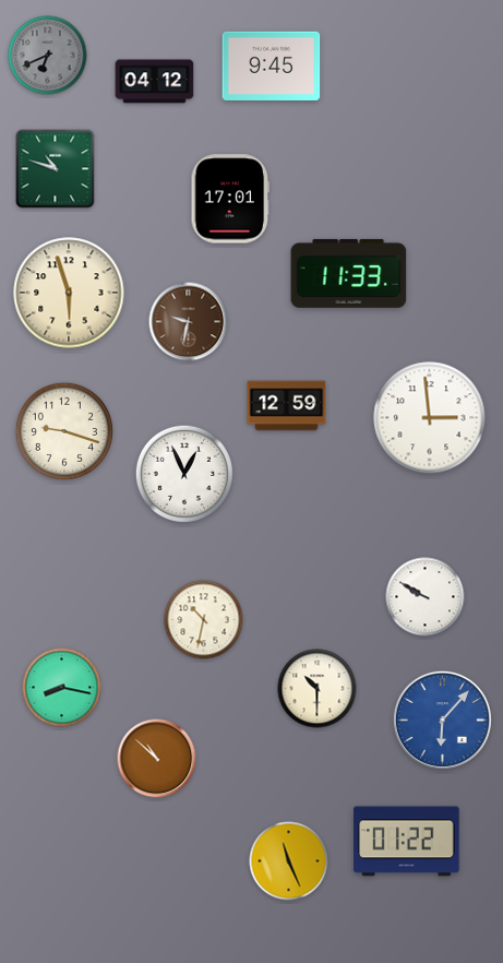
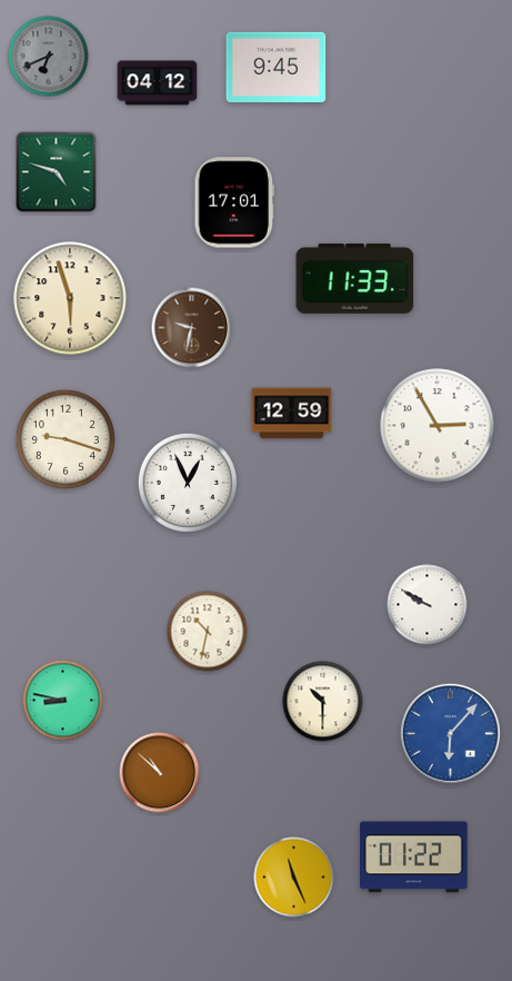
clock at (56, 169): 10:48 -> 4:48
clock at (430, 418): 2:59 -> 2:55
clock at (426, 597) position: (426, 597) -> (428, 605)
clock at (62, 688): 8:17 -> 8:47
